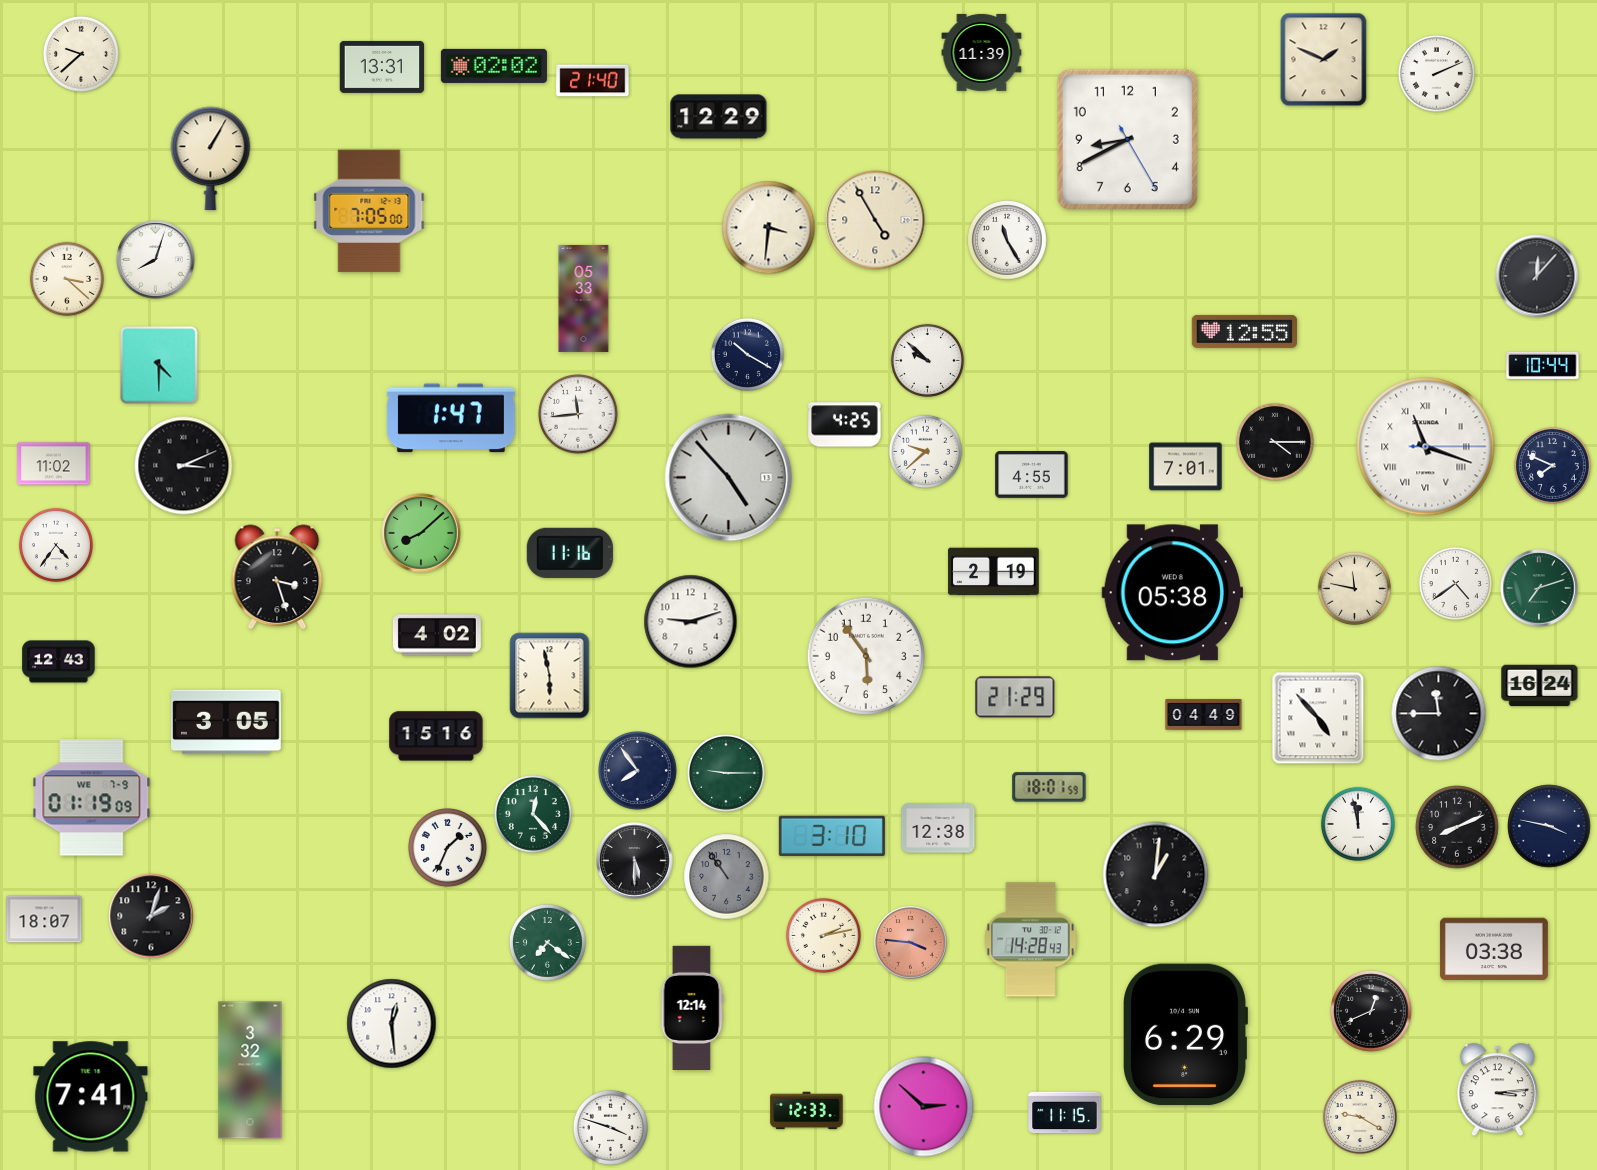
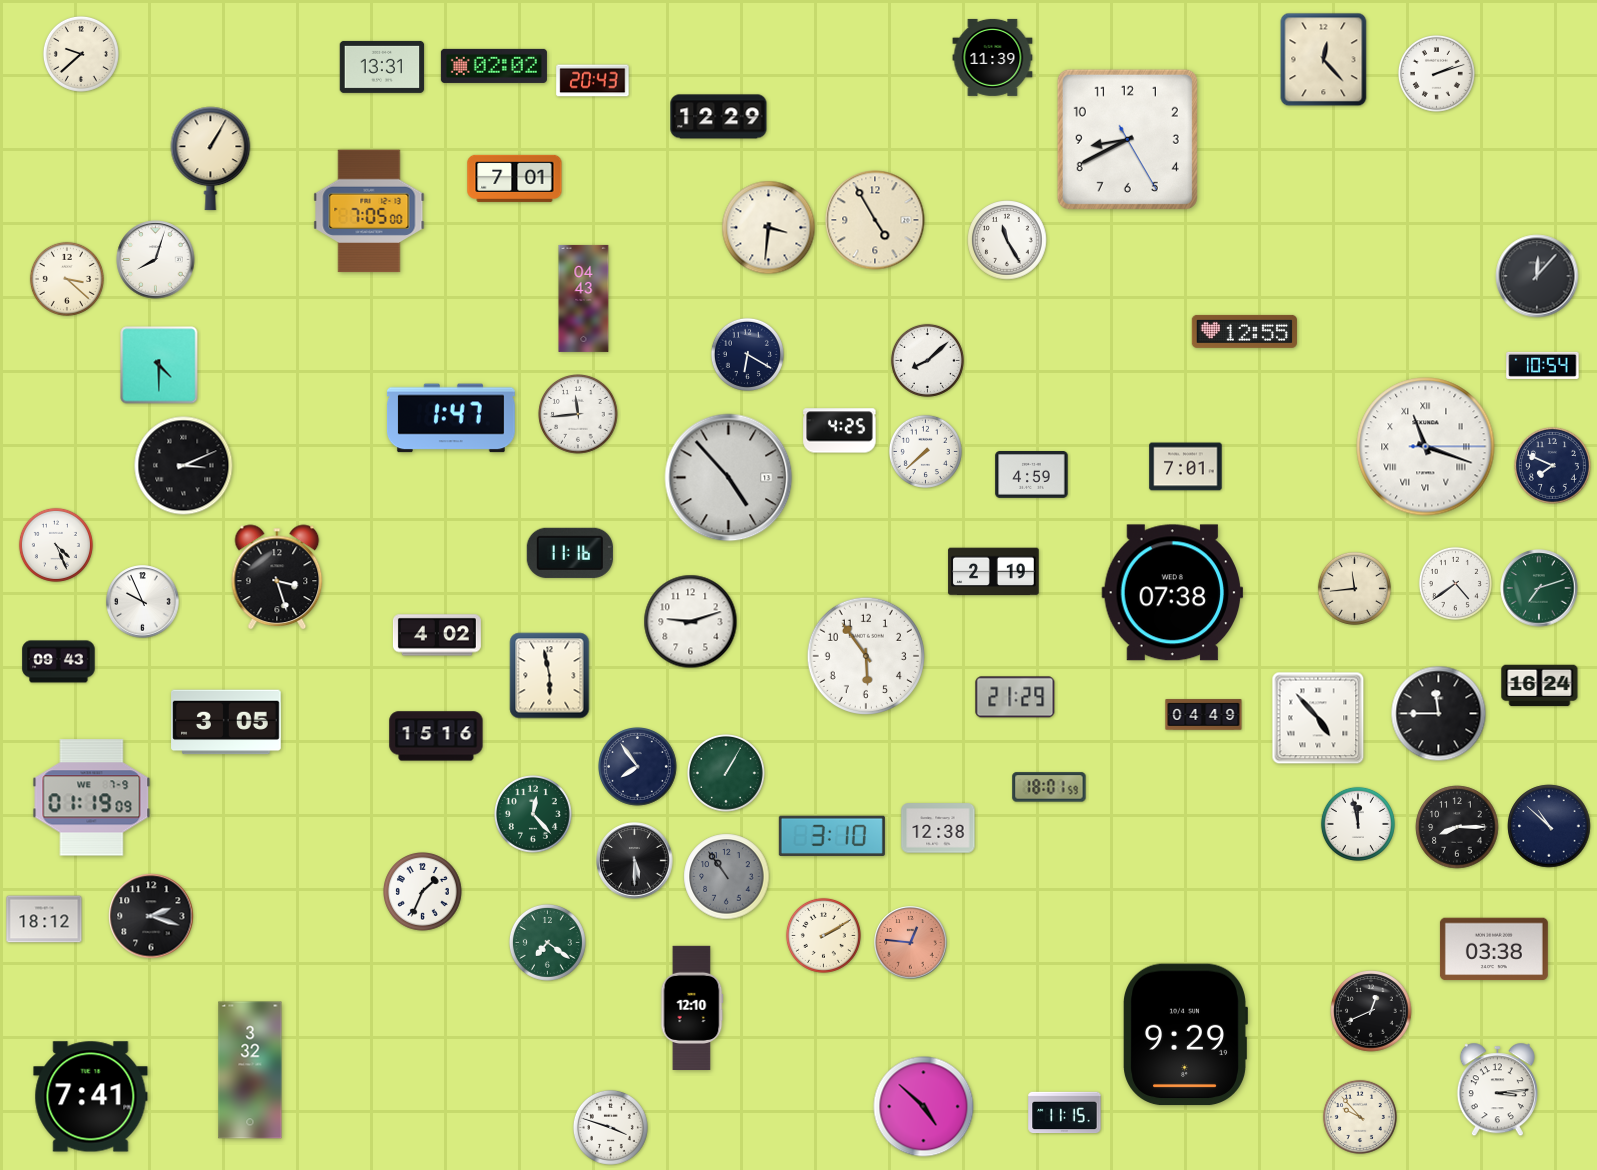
clock at (982, 52) position: (982, 52) -> (993, 57)
clock at (1324, 60): 1:49 -> 12:23
clock at (1436, 73): 2:11 -> 2:12
clock at (593, 81): 21:40 -> 20:43
clock at (515, 178): none -> 7:01
clock at (584, 298): 05:33 -> 04:43
clock at (747, 354): 10:20 -> 6:20
clock at (927, 360): 9:52 -> 8:08
clock at (1543, 365): 10:44 -> 10:54
clock at (845, 425) position: (845, 425) -> (840, 431)
clock at (1276, 443): 4:15 -> none
clock at (925, 451): 9:38 -> 7:38
clock at (54, 464): 11:02 -> none
clock at (1032, 475): 4:55 -> 4:59
clock at (421, 533): 8:08 -> none
clock at (56, 545): 4:36 -> 4:26
clock at (1354, 588): 11:47 -> 11:44
clock at (1173, 593): 05:38 -> 07:38
clock at (143, 602): none -> 9:56
clock at (59, 662): 12:43 -> 09:43
clock at (638, 771) position: (638, 771) -> (638, 767)
clock at (727, 774): 9:15 -> 1:05
clock at (1549, 826): 3:47 -> 10:52
clock at (1457, 827): 8:11 -> 8:15
clock at (448, 848) position: (448, 848) -> (423, 892)
clock at (1156, 875): 1:01 -> none
clock at (151, 916): 2:03 -> 2:18
clock at (44, 919): 18:07 -> 18:12
clock at (823, 935): 2:13 -> 2:10
clock at (1031, 940): 14:28 -> none
clock at (911, 943): 3:46 -> 12:46
clock at (692, 1007): 12:14 -> 12:10
clock at (392, 1024): 12:29 -> none
clock at (1186, 1035): 6:29 -> 9:29
clock at (924, 1107): 2:52 -> 4:52
clock at (807, 1111): 12:33 -> none
clock at (1360, 1117): 9:20 -> 9:53
